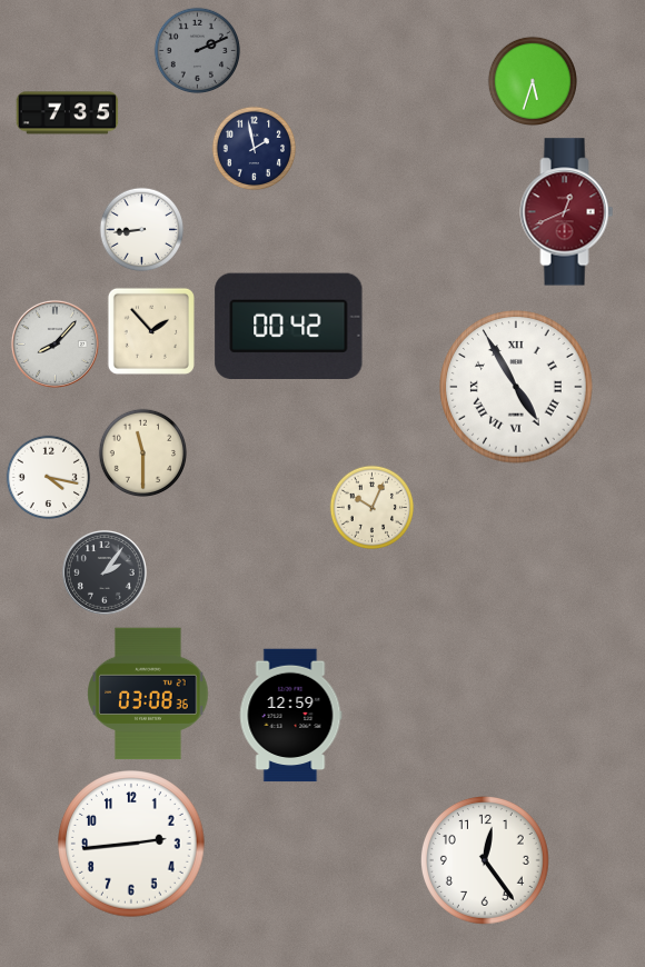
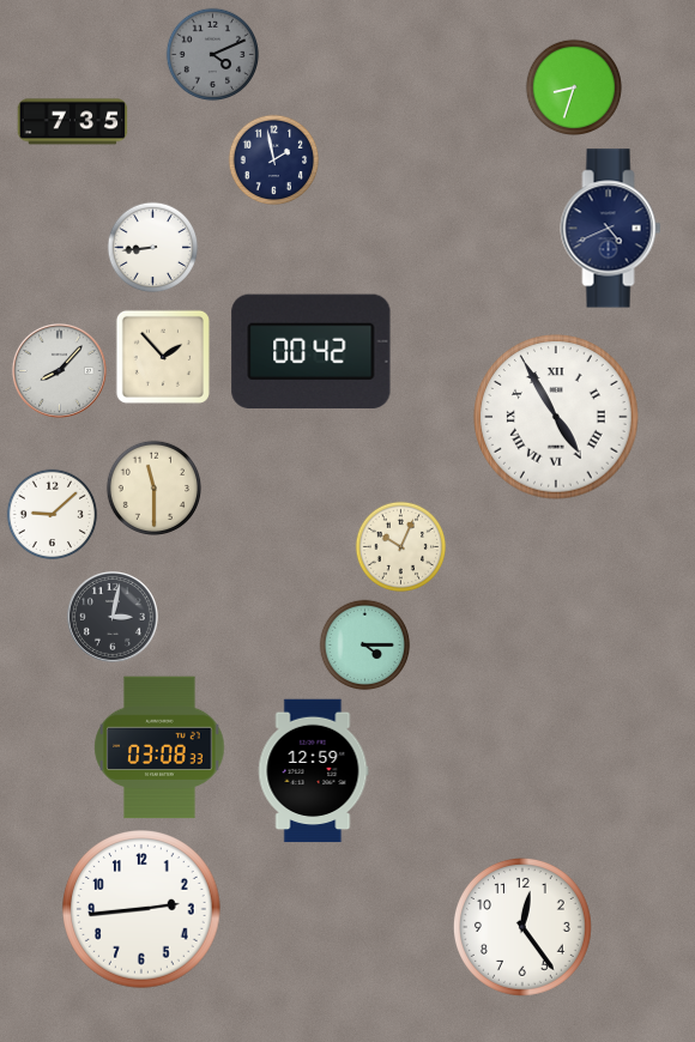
clock at (198, 51): 2:11 -> 4:11
clock at (532, 80): 5:33 -> 8:33
clock at (567, 212): 12:41 -> 4:41
clock at (567, 212) dial: burgundy -> navy
clock at (49, 478): 4:17 -> 9:08
clock at (105, 572): 2:06 -> 3:02
clock at (365, 646): none -> 4:15
clock at (148, 694): 03:08:36 -> 03:08:33
